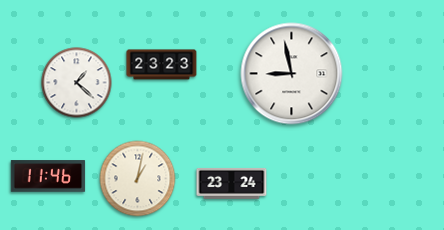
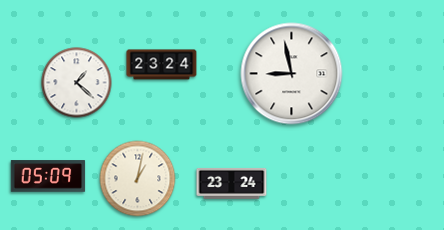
clock at (162, 65): 23:23 -> 23:24
clock at (48, 176): 11:46 -> 05:09
